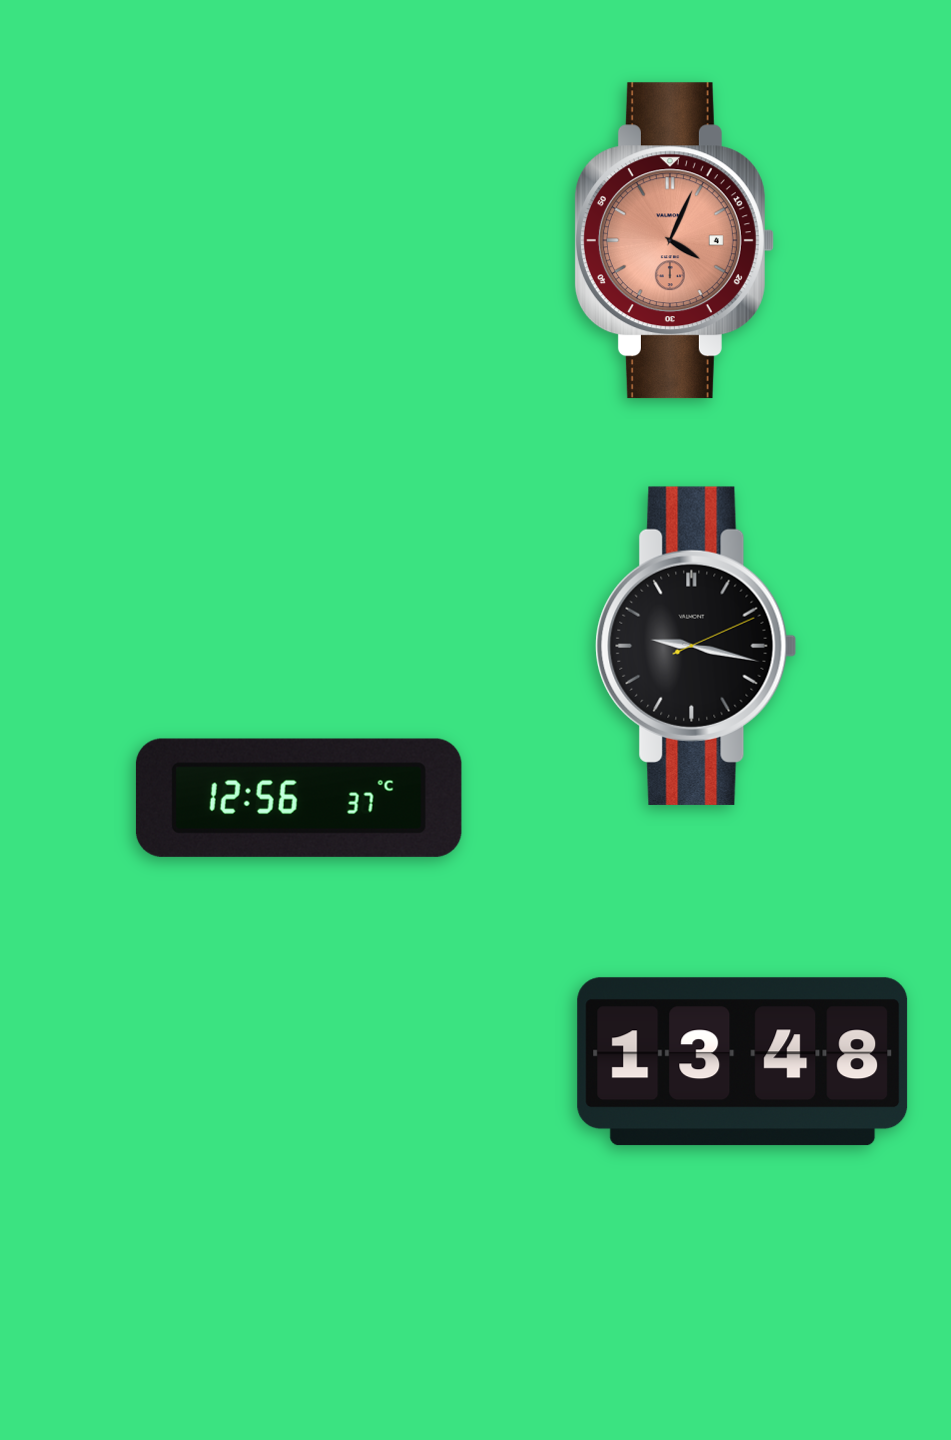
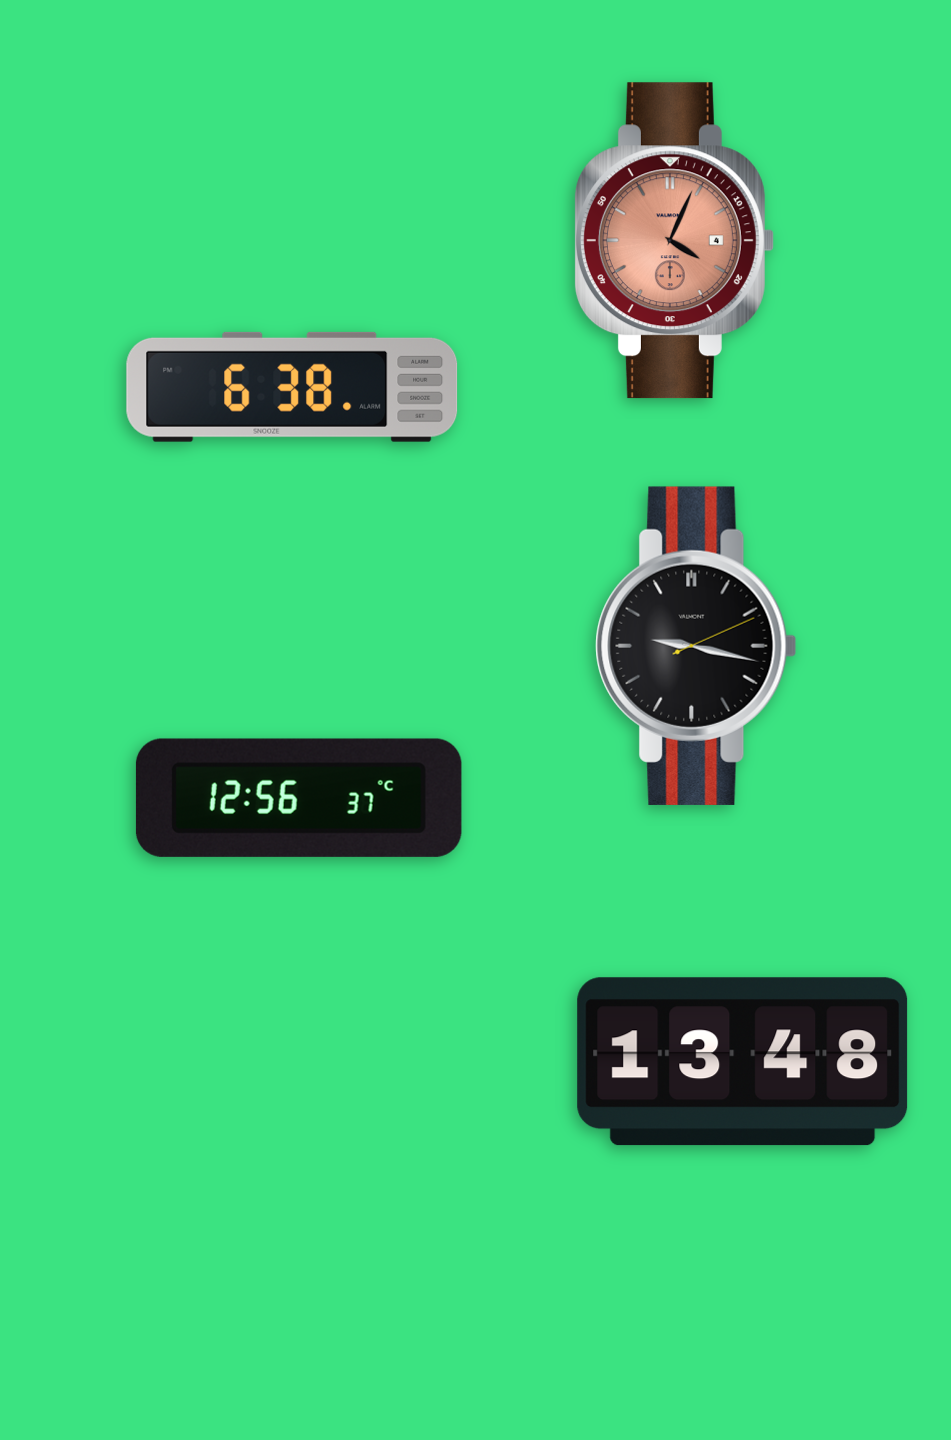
clock at (292, 387): none -> 6:38
